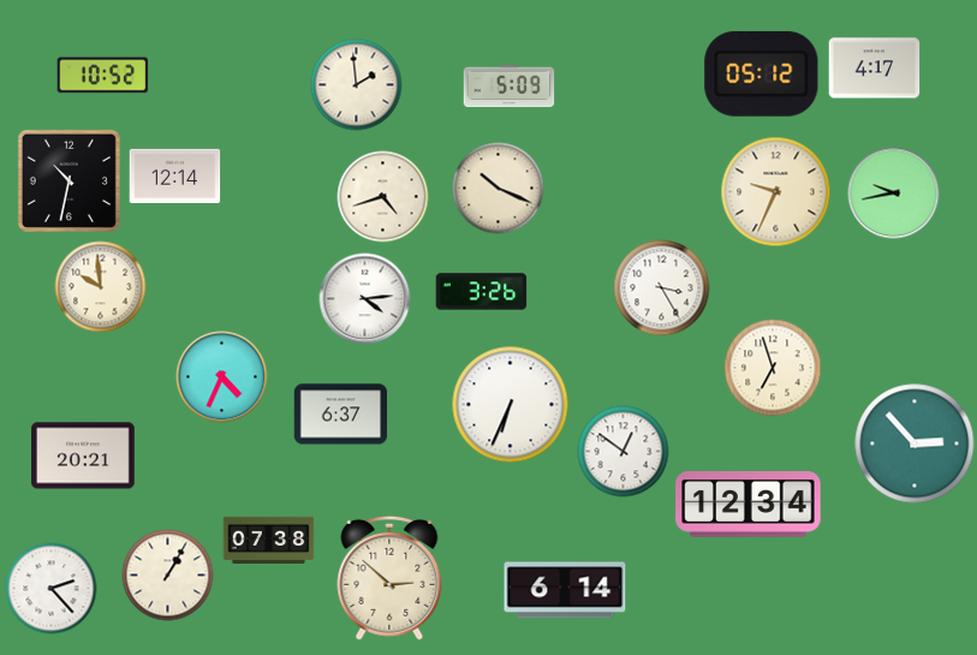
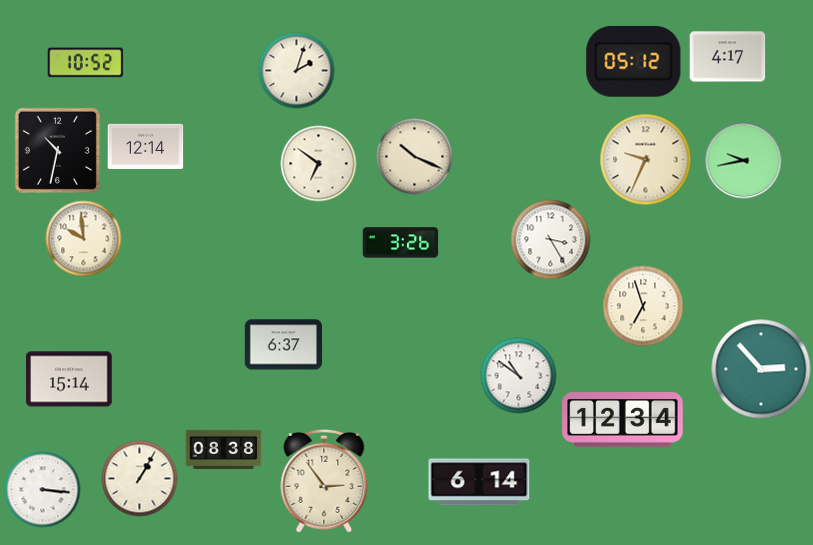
clock at (357, 85): 1:59 -> 2:03
clock at (510, 87): 5:09 -> none
clock at (383, 197): 4:42 -> 6:51
clock at (365, 299): 4:14 -> none
clock at (222, 377): 4:34 -> none
clock at (511, 405): 6:34 -> none
clock at (624, 452): 12:51 -> 10:51
clock at (83, 455): 20:21 -> 15:14
clock at (269, 540): 07:38 -> 08:38
clock at (389, 578): 2:52 -> 2:54
clock at (52, 589): 2:23 -> 3:16
clock at (565, 590) position: (565, 590) -> (479, 482)
